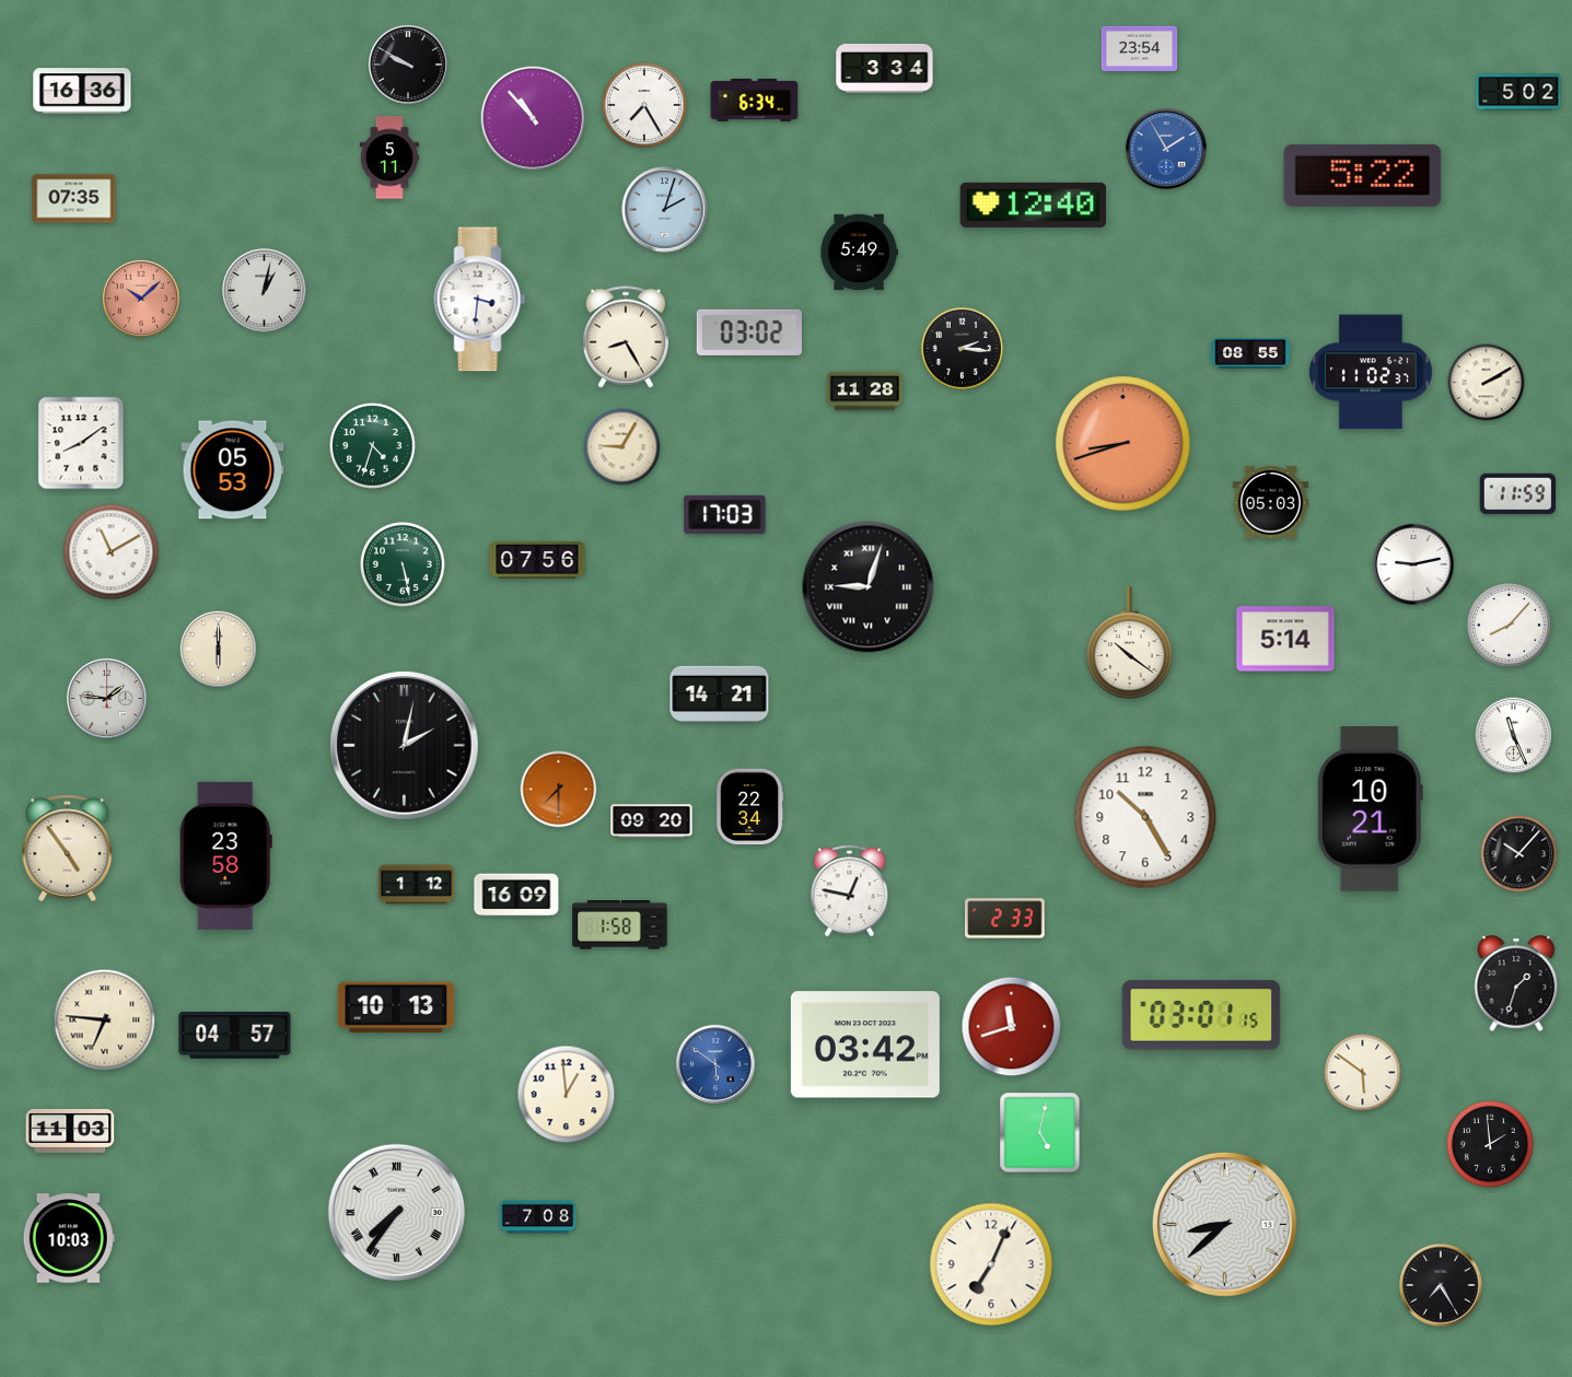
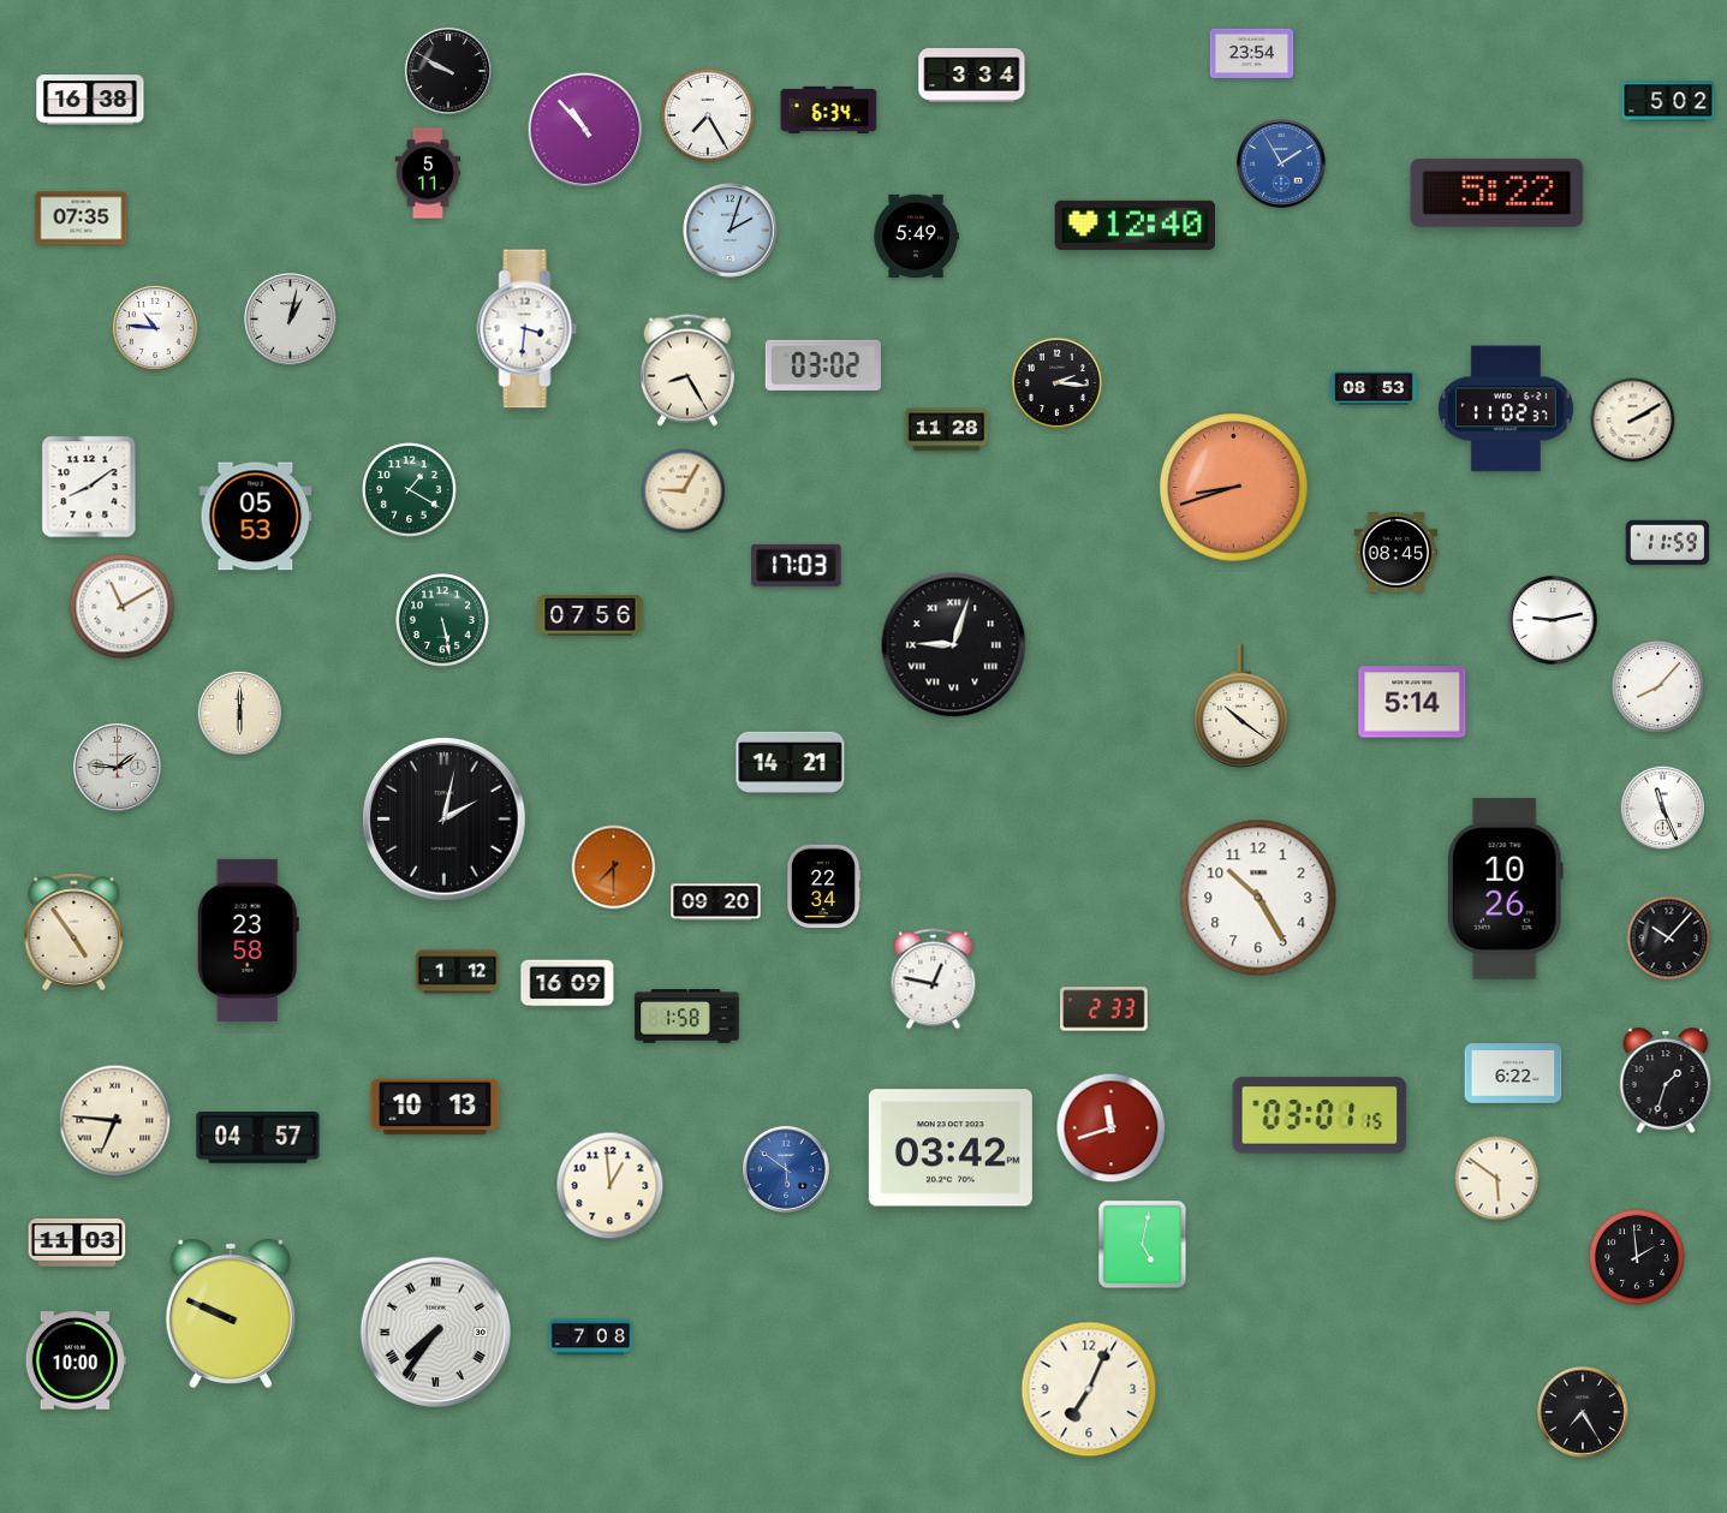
clock at (82, 91): 16:36 -> 16:38
clock at (859, 253) position: (859, 253) -> (916, 237)
clock at (141, 299): 10:08 -> 10:46
clock at (141, 299) dial: salmon -> white
clock at (1251, 353): 08:55 -> 08:53
clock at (865, 392) position: (865, 392) -> (947, 430)
clock at (373, 446): 4:33 -> 1:20
clock at (1271, 503): 05:03 -> 08:45
clock at (1370, 809): 10:21 -> 10:26
clock at (620, 925) position: (620, 925) -> (687, 1017)
clock at (1513, 1073): none -> 6:22
clock at (567, 1095) position: (567, 1095) -> (611, 1186)
clock at (231, 1312): none -> 9:49
clock at (1224, 1224): 8:38 -> none
clock at (69, 1238): 10:03 -> 10:00
